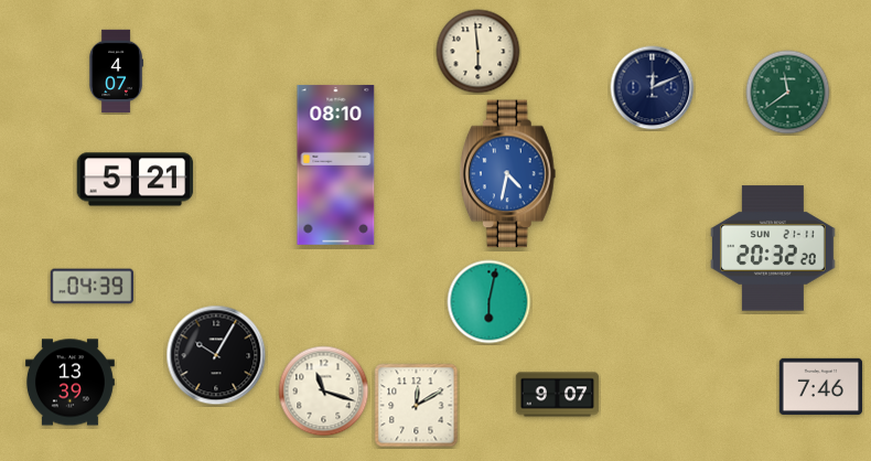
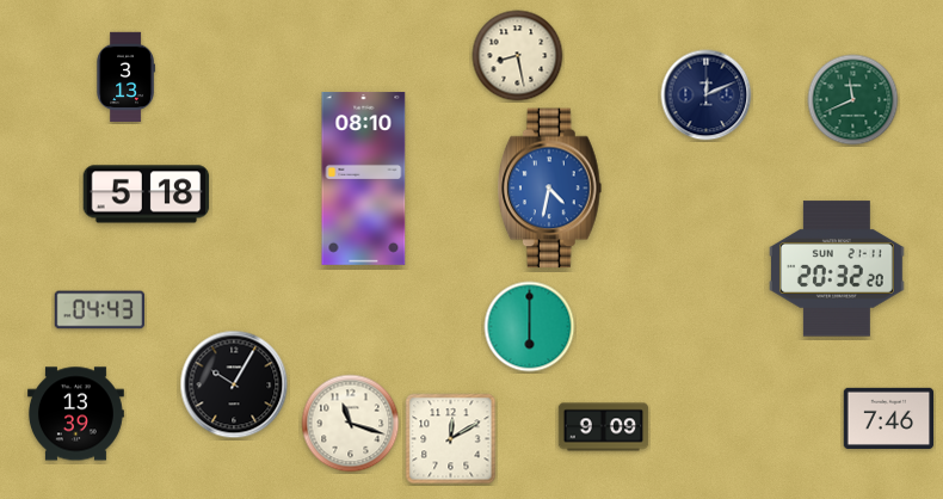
clock at (478, 52): 5:59 -> 8:28
clock at (116, 72): 4:07 -> 3:13
clock at (788, 93): 11:39 -> 11:41
clock at (136, 180): 5:21 -> 5:18
clock at (92, 287): 04:39 -> 04:43
clock at (490, 302): 6:02 -> 6:00
clock at (558, 395): 9:07 -> 9:09
